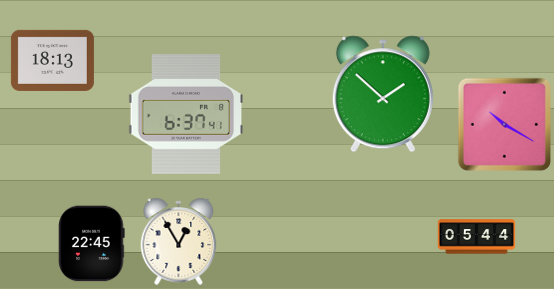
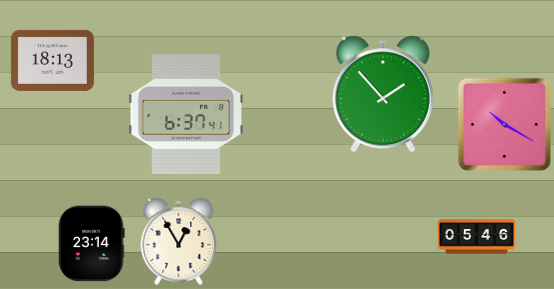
clock at (383, 94): 1:52 -> 1:53
clock at (477, 237): 05:44 -> 05:46
clock at (92, 244): 22:45 -> 23:14
